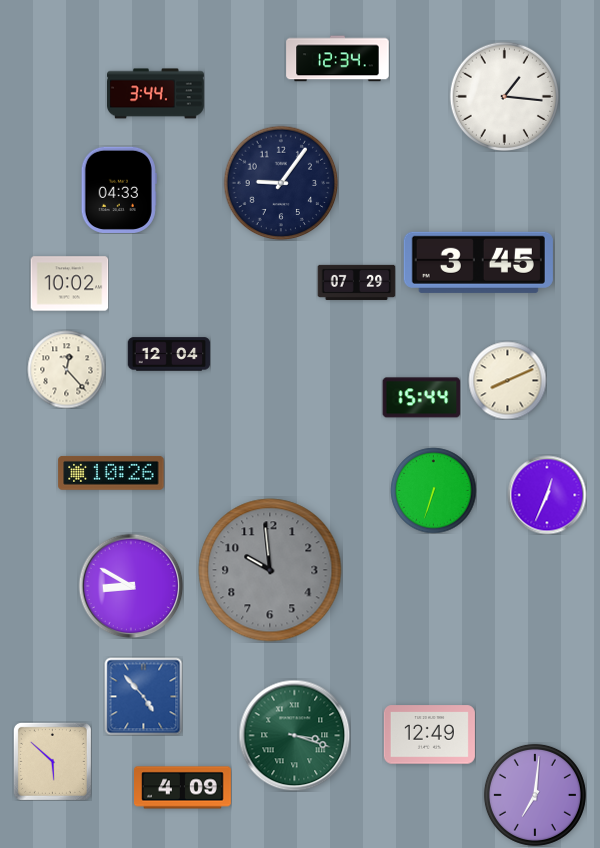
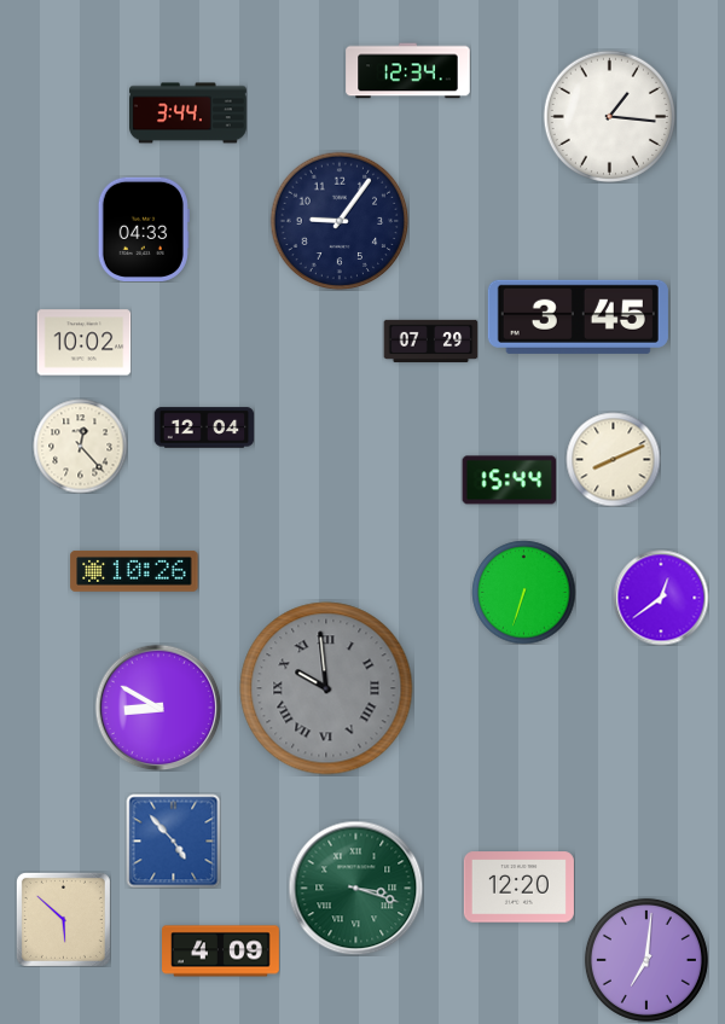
clock at (547, 495): 12:34 -> 12:39
clock at (270, 570) numerals: Arabic -> Roman
clock at (429, 735): 12:49 -> 12:20
